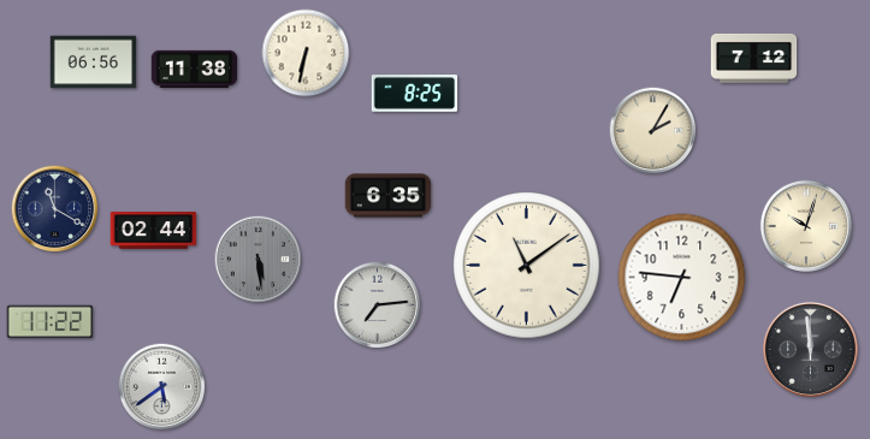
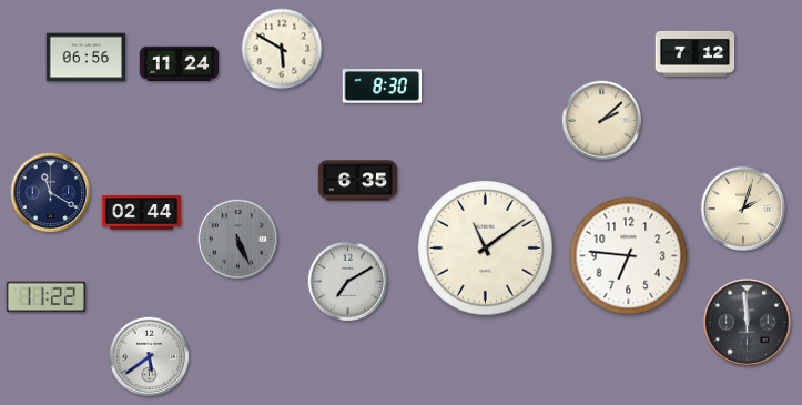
clock at (306, 53): 6:32 -> 5:50
clock at (195, 69): 11:38 -> 11:24
clock at (415, 94): 8:25 -> 8:30
clock at (653, 131): 2:05 -> 2:08
clock at (806, 226): 10:03 -> 2:03
clock at (259, 260): 5:29 -> 5:26
clock at (527, 266) position: (527, 266) -> (486, 249)
clock at (378, 305): 7:14 -> 7:10
